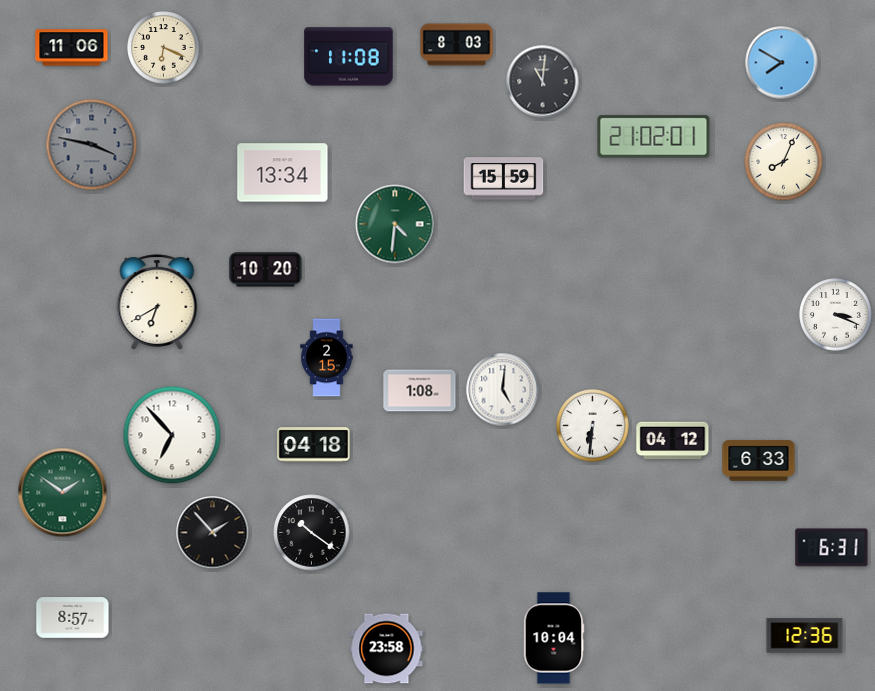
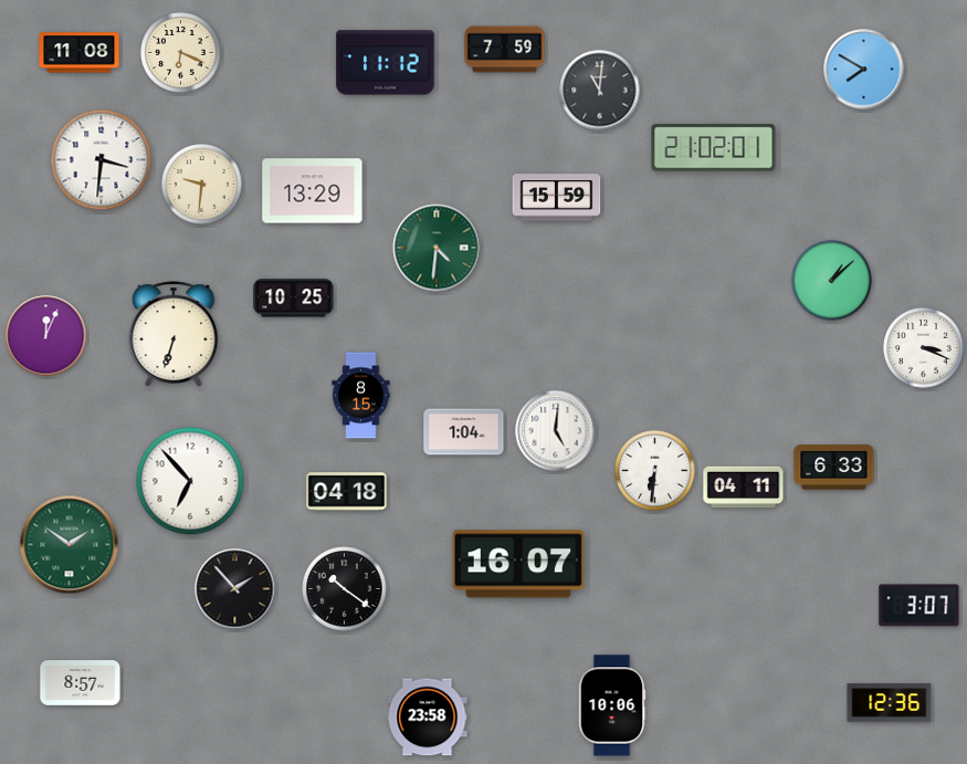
clock at (457, 45): 8:03 -> 7:59
clock at (72, 48): 11:06 -> 11:08
clock at (349, 57): 11:08 -> 11:12
clock at (654, 137) position: (654, 137) -> (714, 148)
clock at (92, 145): 3:47 -> 3:31
clock at (92, 145) dial: grey -> white
clock at (784, 162): 8:04 -> none
clock at (202, 185): none -> 9:31
clock at (283, 173): 13:34 -> 13:29
clock at (832, 281): none -> 1:08
clock at (266, 270): 10:20 -> 10:25
clock at (157, 302): 6:40 -> 6:33
clock at (46, 336): none -> 12:04
clock at (327, 358): 2:15 -> 8:15
clock at (420, 391): 1:08 -> 1:04
clock at (673, 441): 04:12 -> 04:11
clock at (759, 461) position: (759, 461) -> (834, 468)
clock at (518, 564): none -> 16:07
clock at (832, 548): 6:31 -> 3:07
clock at (554, 638): 10:04 -> 10:06
